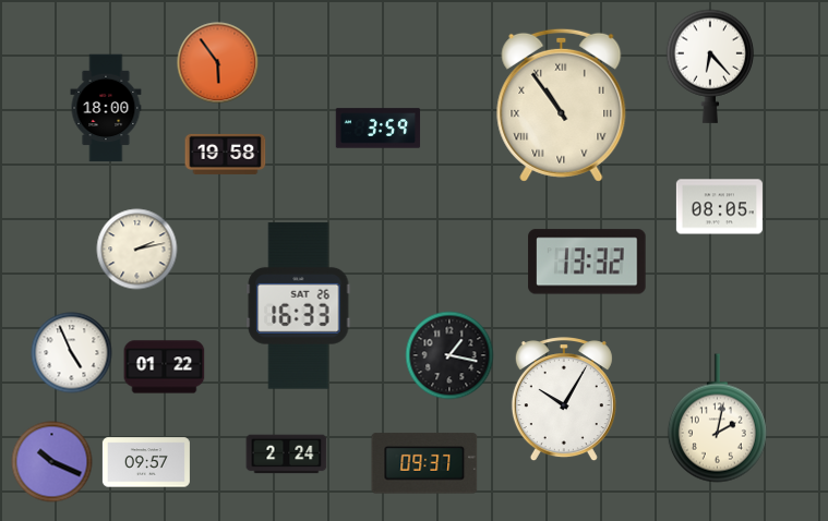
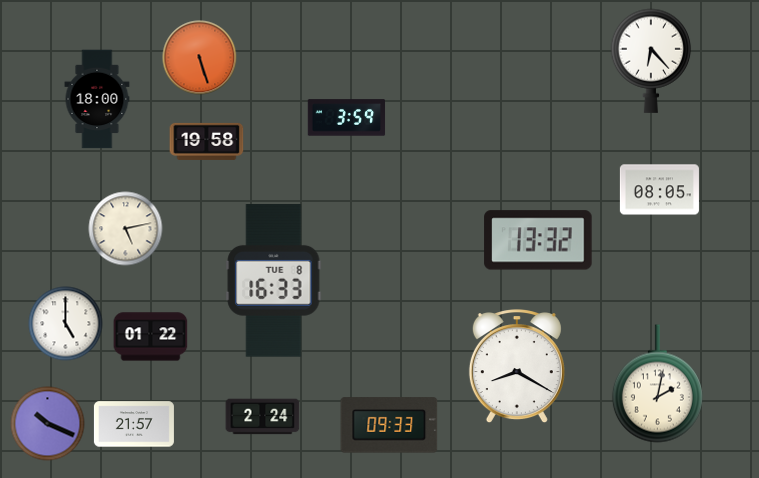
clock at (218, 63): 5:54 -> 5:27
clock at (562, 105): 10:54 -> none
clock at (137, 250): 2:13 -> 5:13
clock at (299, 306) date: SAT 26 -> TUE 8
clock at (72, 353): 4:56 -> 5:00
clock at (449, 355): 1:17 -> none
clock at (564, 400): 10:05 -> 8:20
clock at (146, 462): 09:57 -> 21:57
clock at (424, 463): 09:37 -> 09:33
